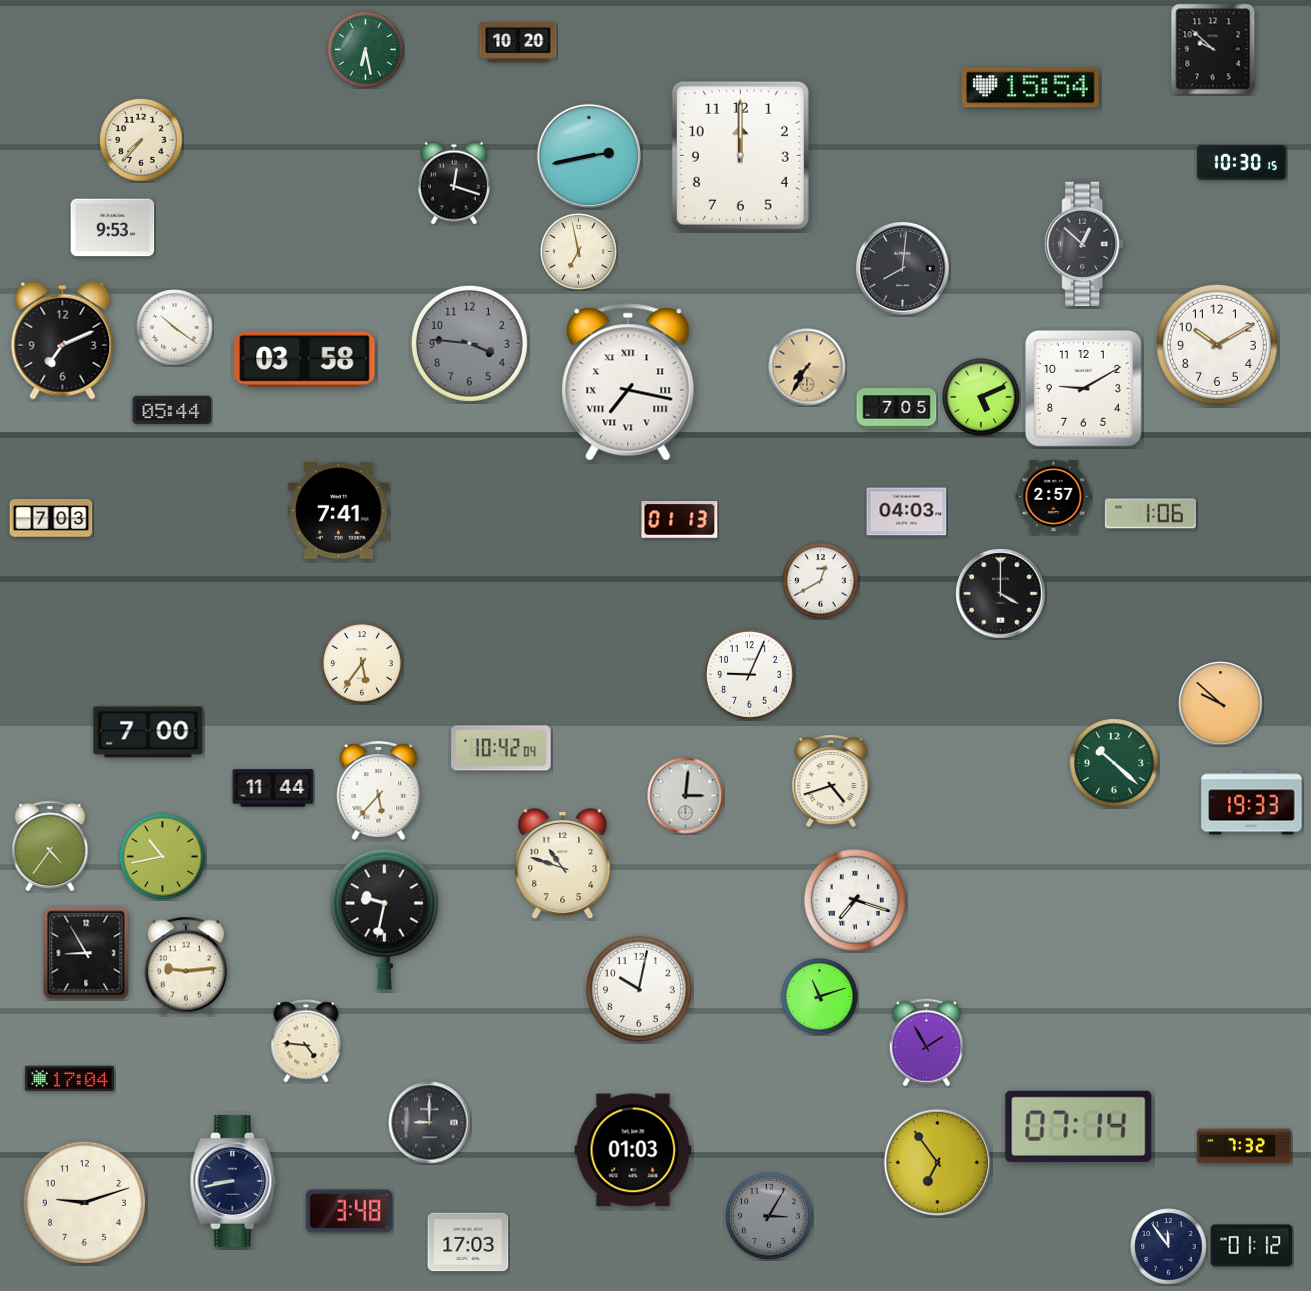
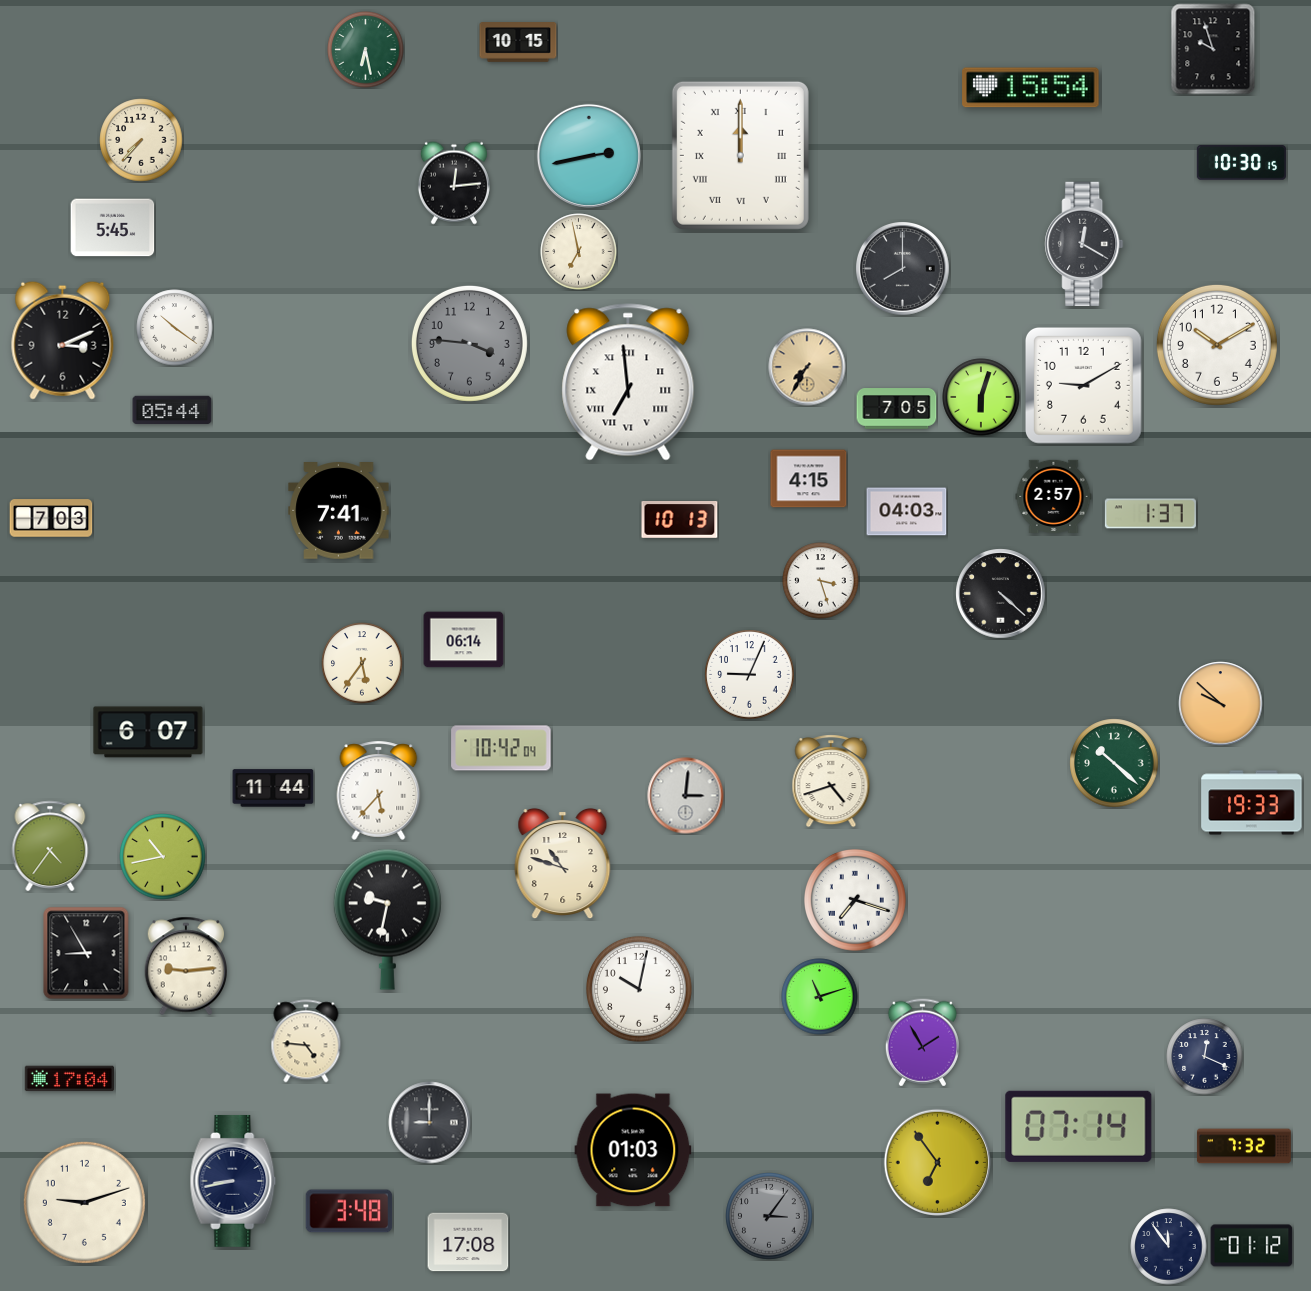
clock at (518, 42): 10:20 -> 10:15
clock at (1213, 49): 9:52 -> 9:57
clock at (740, 155) numerals: Arabic -> Roman
clock at (454, 183): 12:18 -> 12:14
clock at (113, 228): 9:53 -> 5:45
clock at (1084, 243): 12:52 -> 12:20
clock at (903, 269): 8:01 -> 8:00
clock at (63, 340): 7:11 -> 3:11
clock at (305, 359): 03:58 -> none
clock at (628, 382): 7:17 -> 6:59
clock at (1083, 388) position: (1083, 388) -> (1083, 385)
clock at (981, 397): 5:11 -> 6:03
clock at (809, 479): none -> 4:15
clock at (1150, 514): 1:06 -> 1:37
clock at (680, 520): 01:13 -> 10:13
clock at (821, 581): 12:40 -> 3:27
clock at (1001, 594): 4:00 -> 4:22
clock at (464, 640): none -> 06:14
clock at (148, 732): 7:00 -> 6:07
clock at (384, 919) position: (384, 919) -> (387, 919)
clock at (926, 1043) position: (926, 1043) -> (922, 1043)
clock at (1205, 1057): none -> 12:19
clock at (769, 1216): 3:05 -> 3:06
clock at (468, 1242): 17:03 -> 17:08
